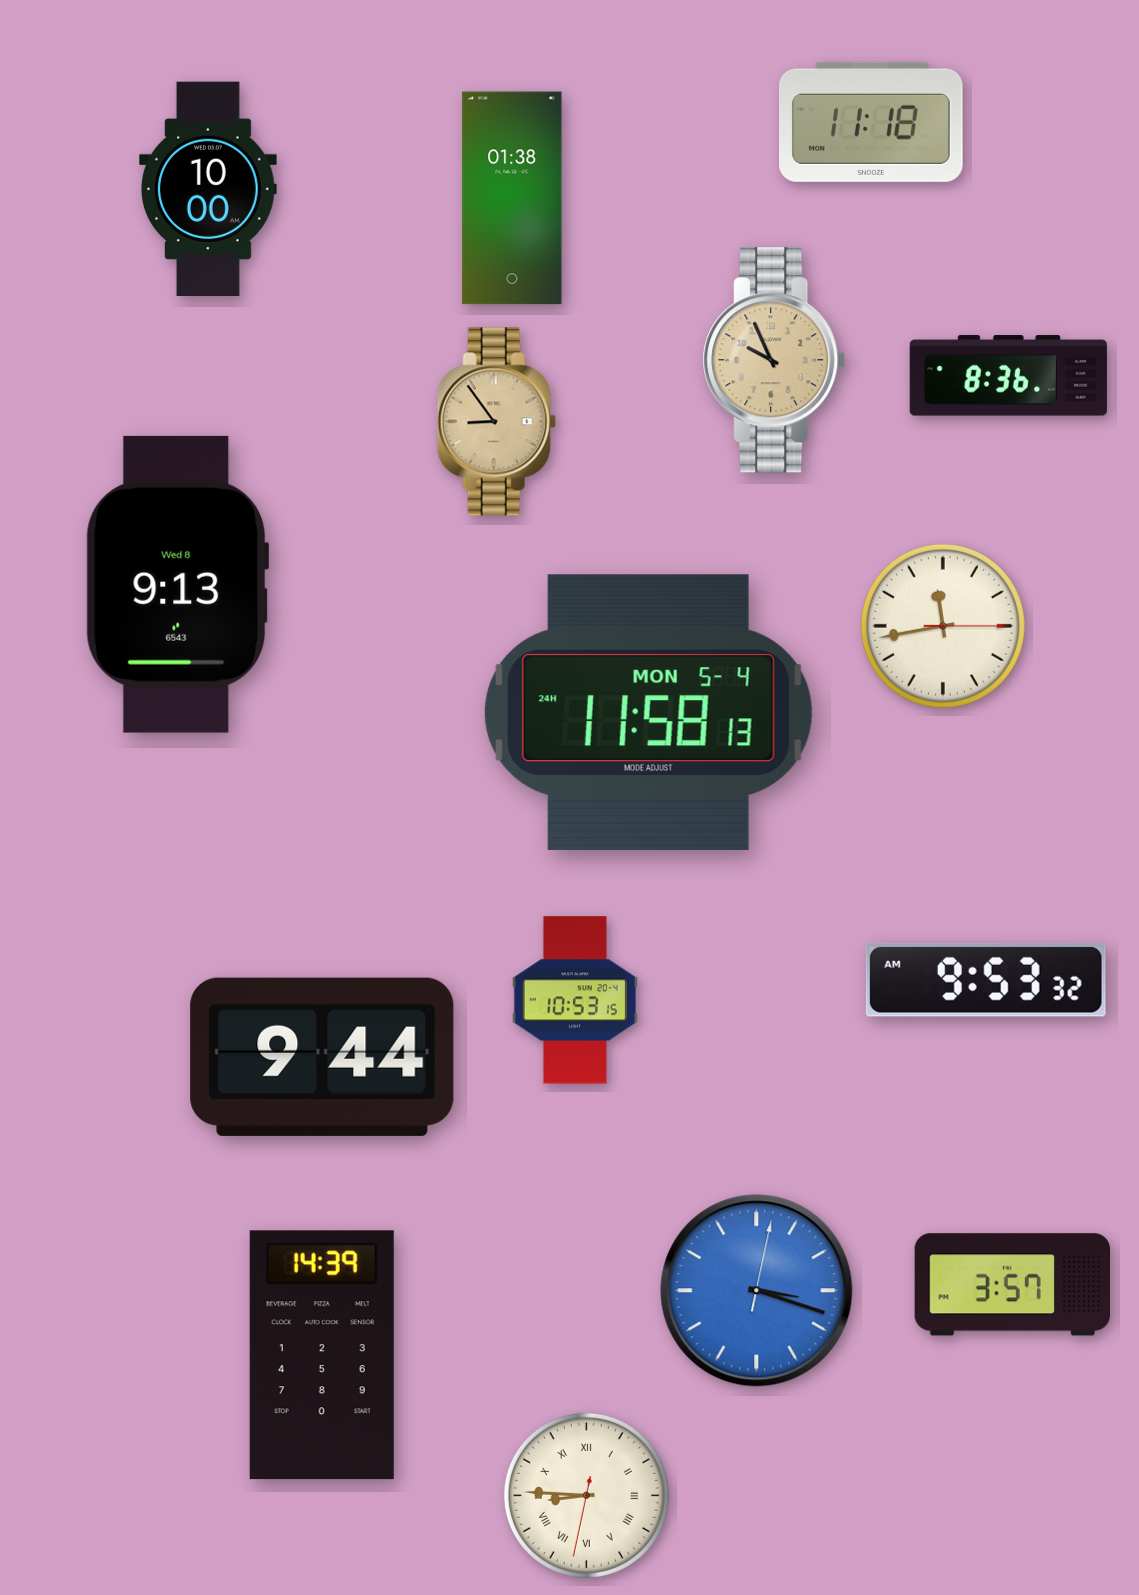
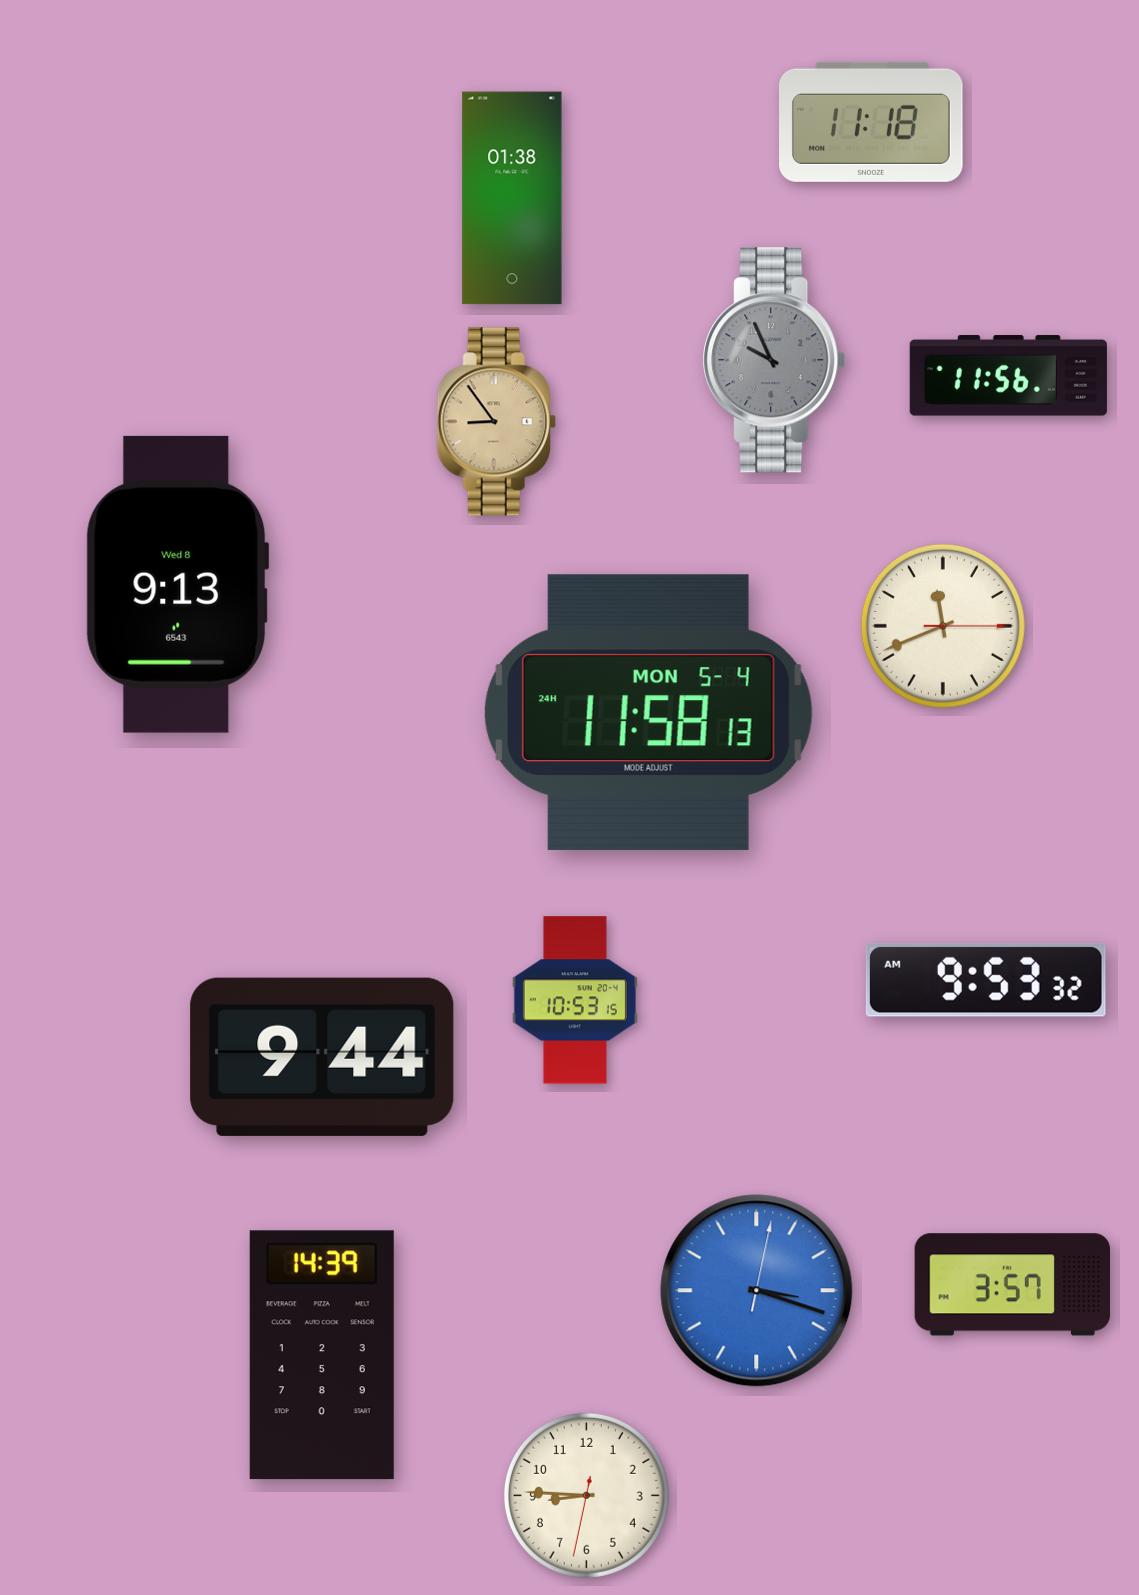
clock at (209, 189): 10:00 -> none
clock at (774, 360) dial: champagne -> grey
clock at (1008, 376): 8:36 -> 11:56
clock at (943, 626): 11:43 -> 11:41
clock at (586, 1495) numerals: Roman -> Arabic
